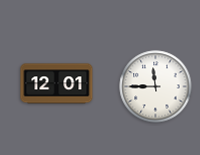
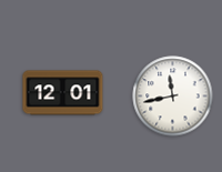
clock at (156, 87): 11:45 -> 11:43
